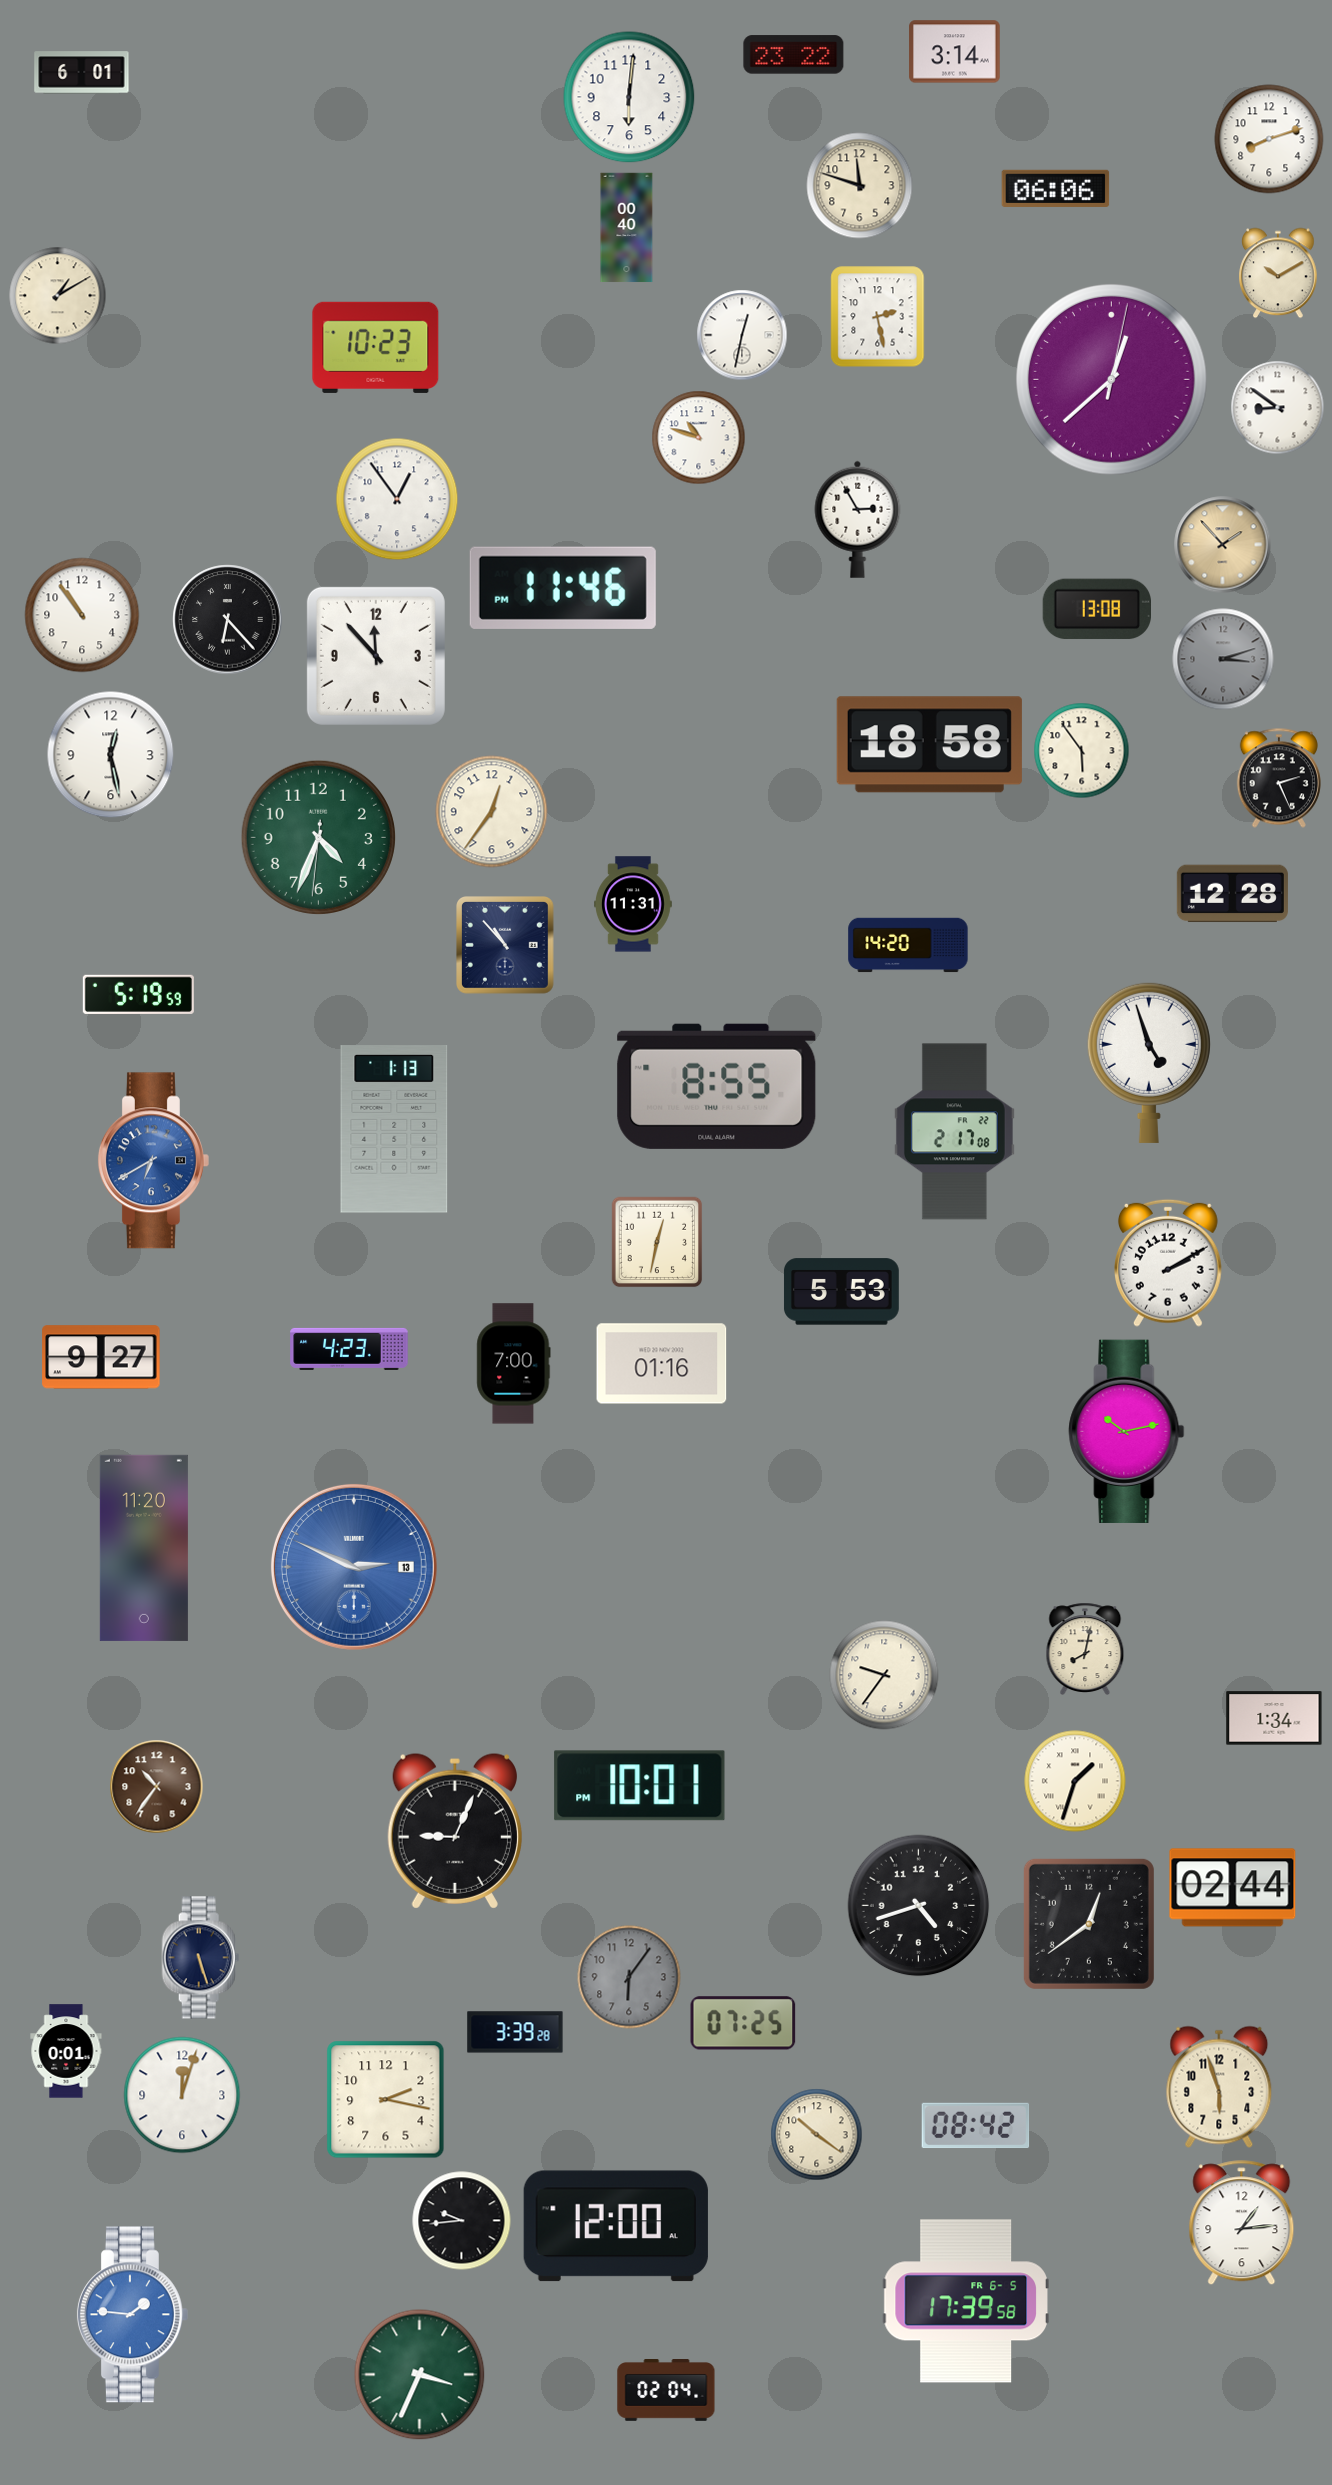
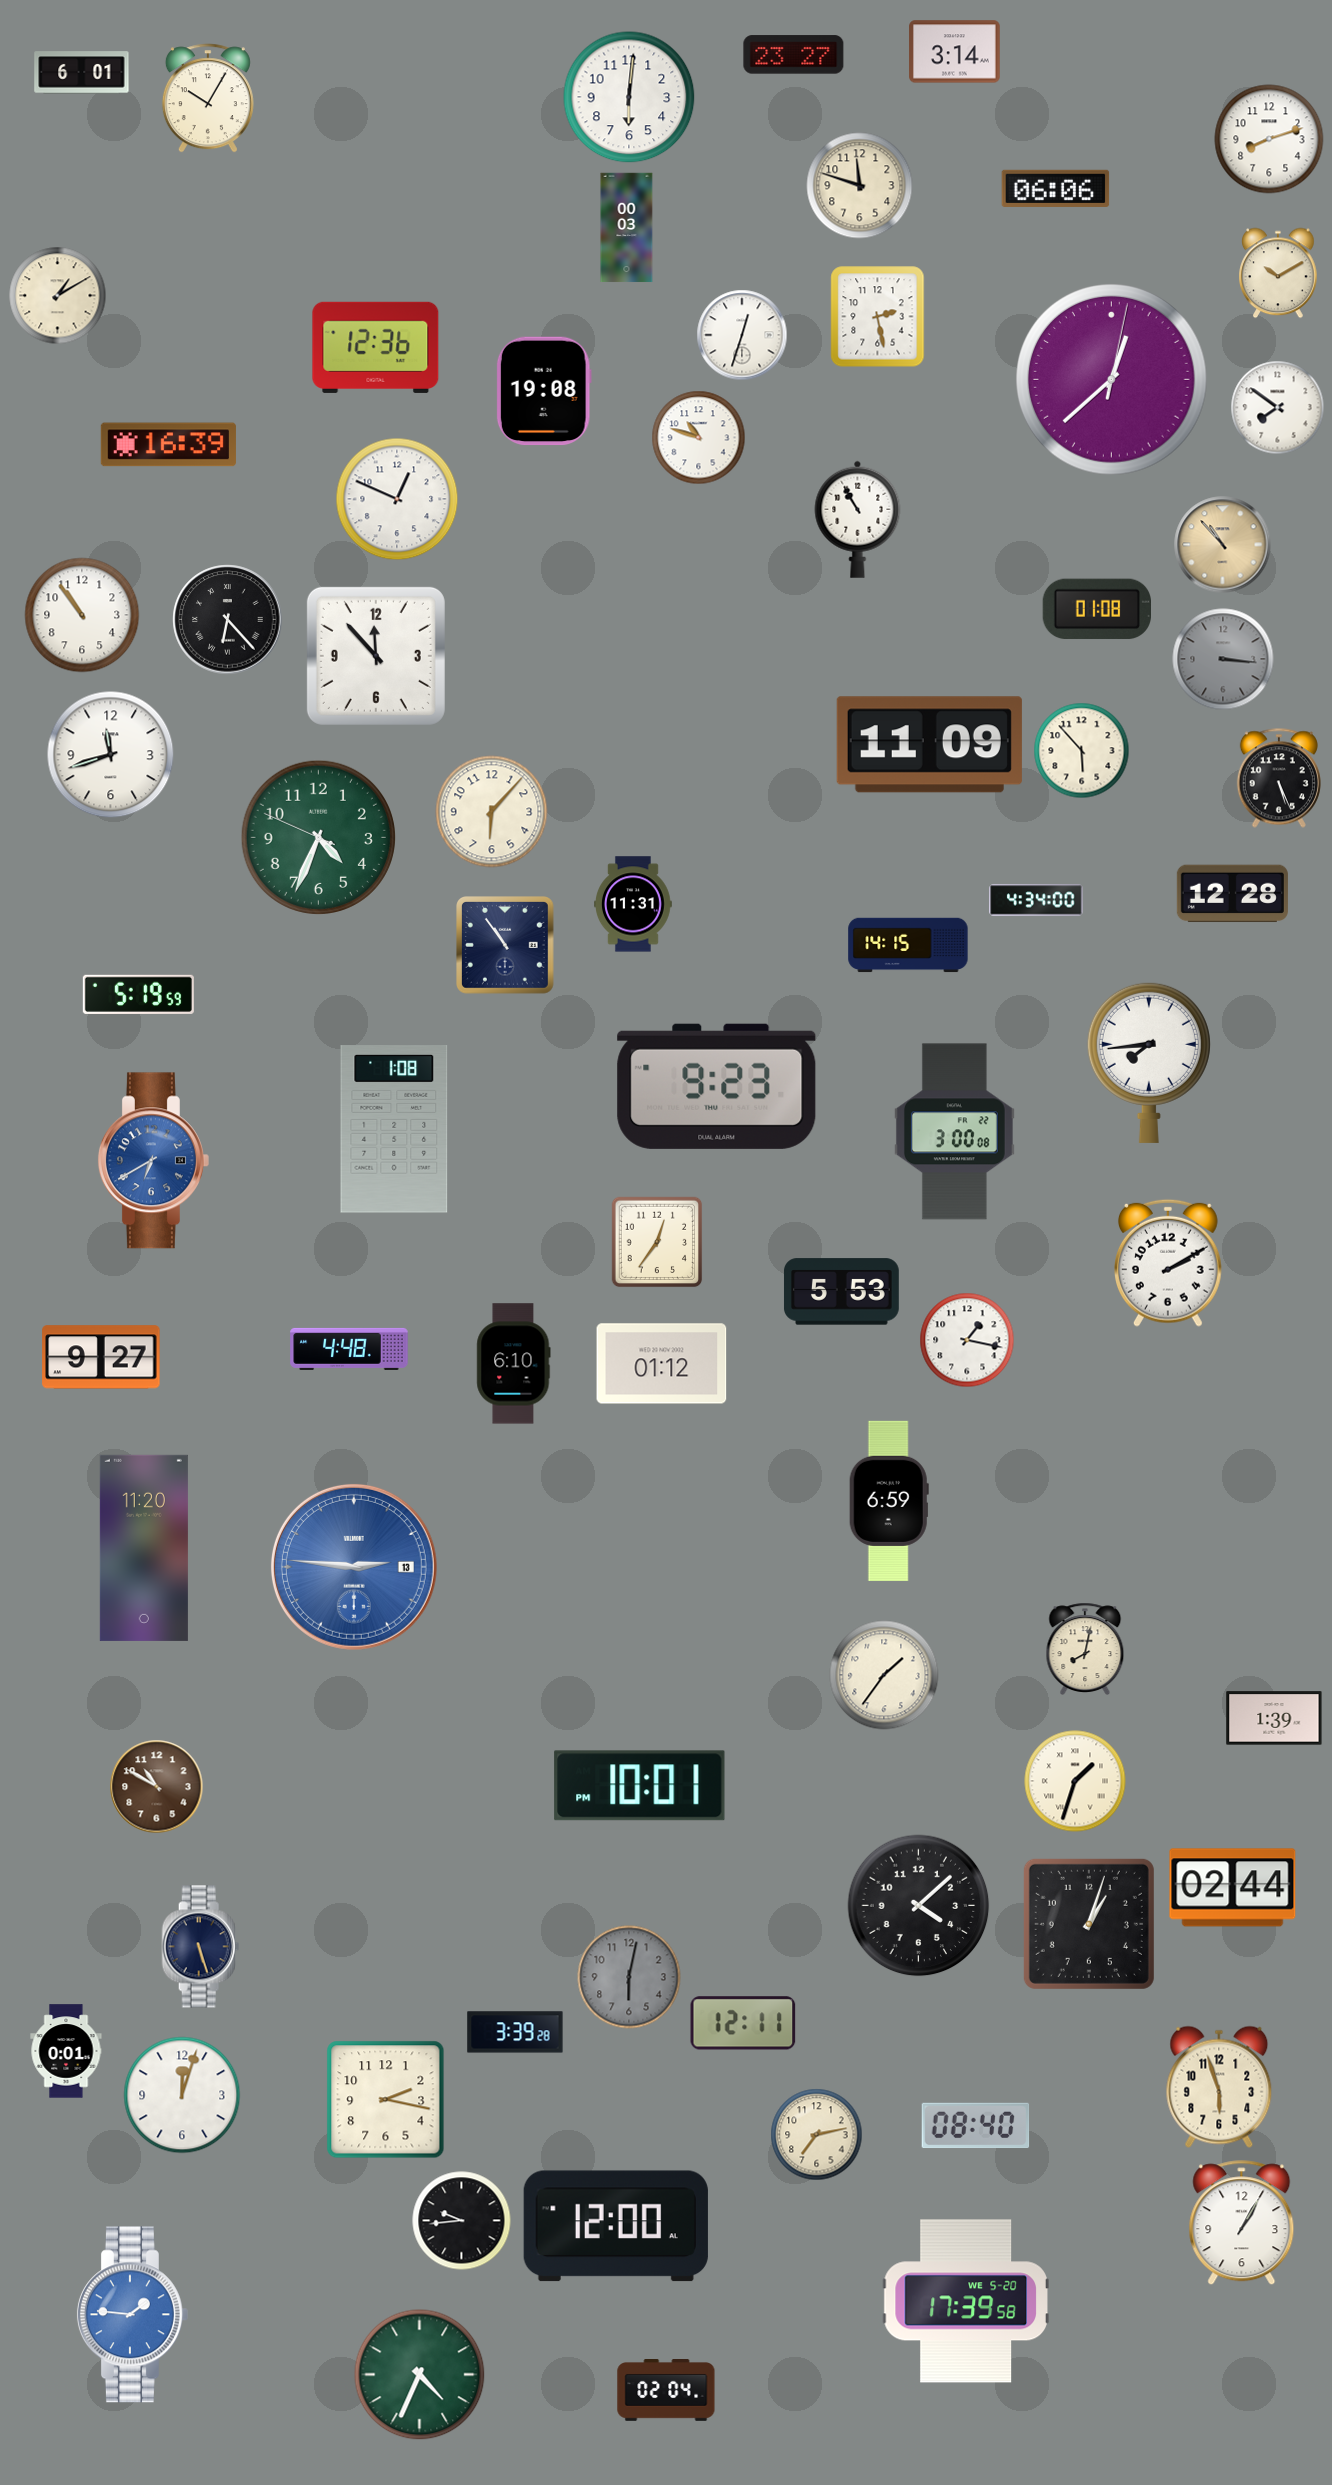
clock at (794, 55): 23:22 -> 23:27
clock at (208, 98): none -> 10:05
clock at (627, 228): 00:40 -> 00:03
clock at (742, 335): 12:32 -> 12:33
clock at (376, 347): 10:23 -> 12:36
clock at (544, 391): none -> 19:08
clock at (1278, 408): 8:51 -> 7:51
clock at (168, 445): none -> 16:39
clock at (397, 499): 12:54 -> 12:49
clock at (858, 519): 2:55 -> 10:55
clock at (1223, 545): 1:53 -> 10:53
clock at (563, 588): 11:46 -> none
clock at (1096, 609): 13:08 -> 01:08
clock at (1223, 659): 3:12 -> 3:16
clock at (929, 745): 18:58 -> 11:09
clock at (1082, 751): 5:54 -> 5:53
clock at (111, 755): 12:28 -> 11:42
clock at (1279, 778): 2:26 -> 5:26
clock at (492, 812): 12:36 -> 6:07
clock at (318, 837): 4:33:31 -> 4:33:49
clock at (1036, 900): none -> 4:34
clock at (908, 945): 14:20 -> 14:15
clock at (506, 946): 10:53 -> 10:54
clock at (1149, 1062): 4:57 -> 7:44
clock at (717, 1086): 8:55 -> 9:23
clock at (394, 1129): 1:13 -> 1:08
clock at (954, 1132): 2:17 -> 3:00
clock at (657, 1242): 12:32 -> 12:36
clock at (967, 1340): none -> 1:17
clock at (349, 1349): 4:23 -> 4:48
clock at (514, 1364): 7:00 -> 6:10
clock at (662, 1364): 01:16 -> 01:12
clock at (1127, 1431): 10:13 -> none
clock at (889, 1501): none -> 6:59
clock at (354, 1567): 2:49 -> 2:46
clock at (884, 1675): 9:36 -> 1:36
clock at (1274, 1718): 1:34 -> 1:39
clock at (157, 1787): 10:36 -> 10:50
clock at (455, 1831): 9:04 -> none
clock at (919, 1906): 4:42 -> 4:08
clock at (1089, 1924): 12:39 -> 1:03
clock at (201, 1958) position: (201, 1958) -> (201, 1947)
clock at (629, 1977): 6:06 -> 6:02
clock at (743, 2023): 07:25 -> 12:11
clock at (976, 2126): 08:42 -> 08:40
clock at (817, 2135): 10:21 -> 7:13
clock at (1242, 2223): 1:14 -> 1:05
clock at (966, 2301) date: FR 6-5 -> WE 5-20
clock at (420, 2375): 3:34 -> 4:34
